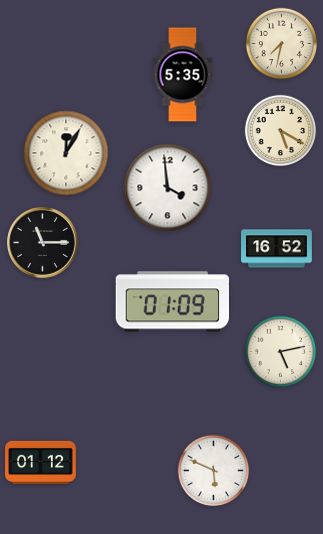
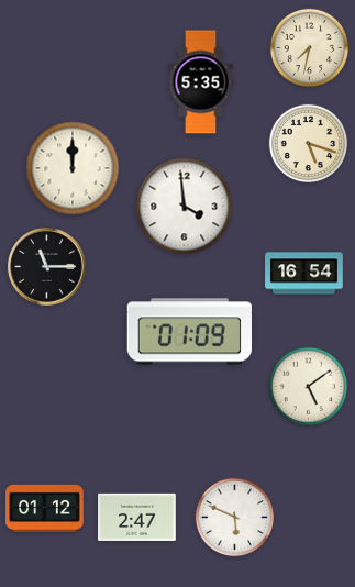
clock at (281, 131): 5:20 -> 5:18
clock at (66, 153): 12:05 -> 12:00
clock at (277, 249): 16:52 -> 16:54
clock at (281, 352): 5:13 -> 5:09
clock at (137, 517): none -> 2:47
